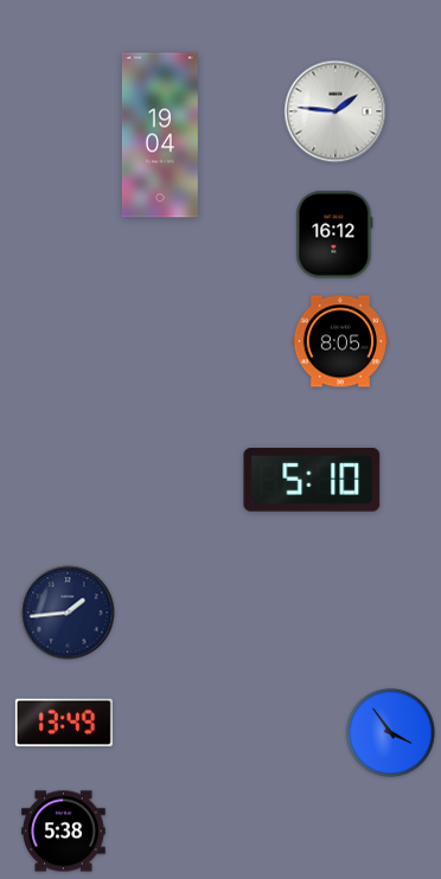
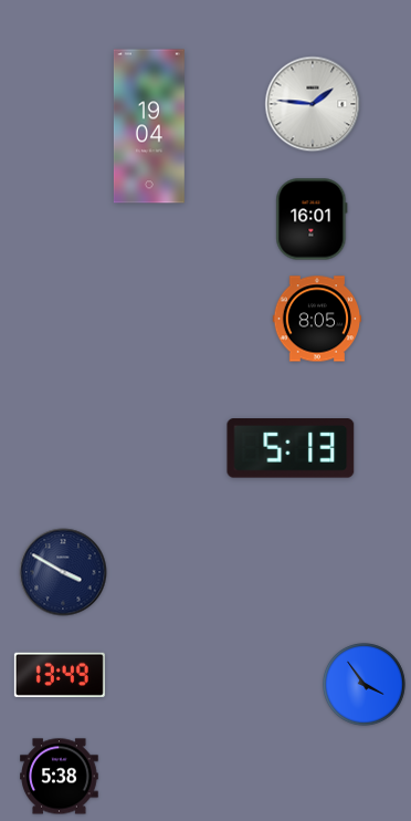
clock at (334, 235): 16:12 -> 16:01
clock at (312, 480): 5:10 -> 5:13
clock at (68, 612): 1:44 -> 3:50
